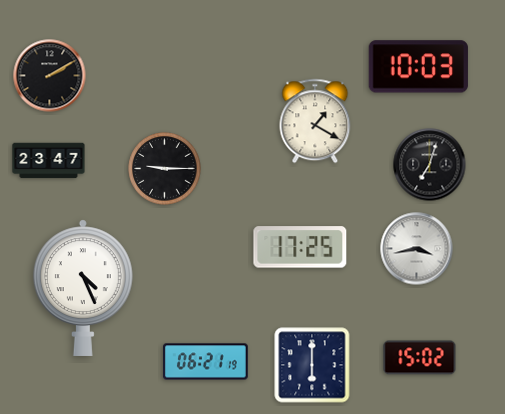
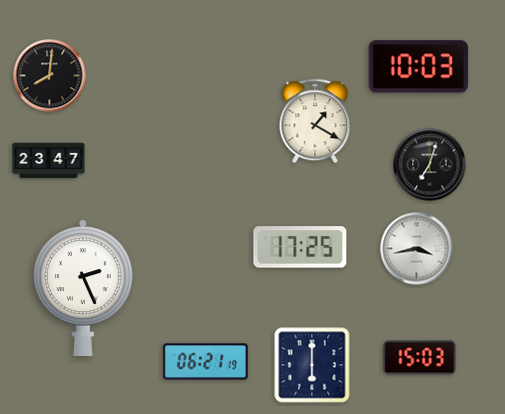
clock at (50, 76): 2:10 -> 8:01
clock at (165, 169): 9:15 -> none
clock at (83, 288): 4:26 -> 2:26
clock at (420, 358): 15:02 -> 15:03
